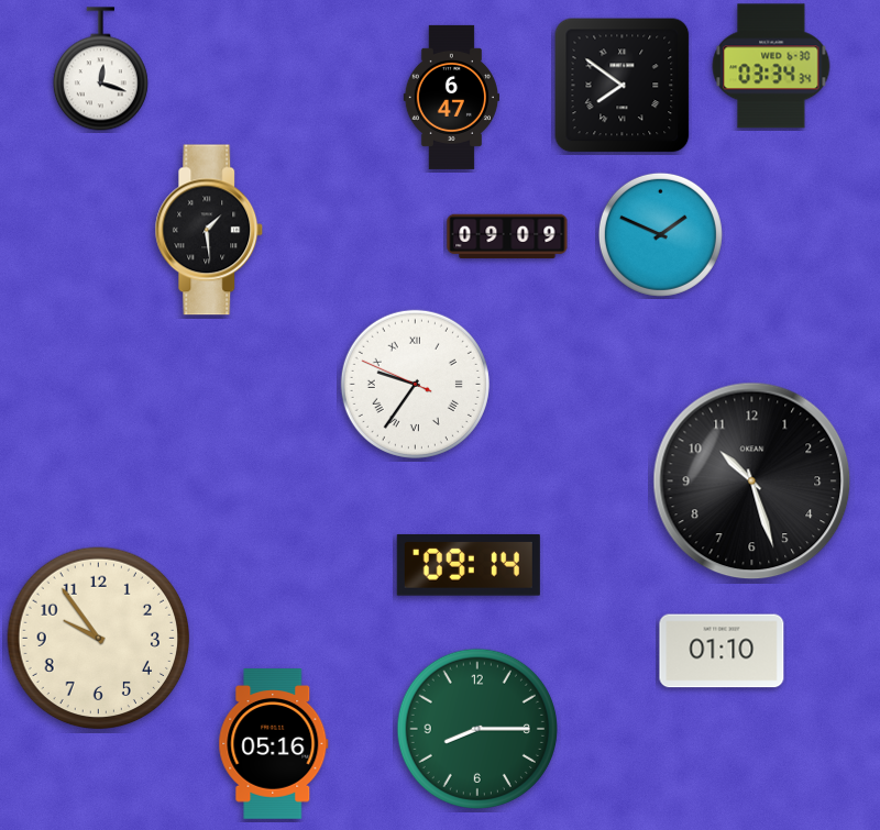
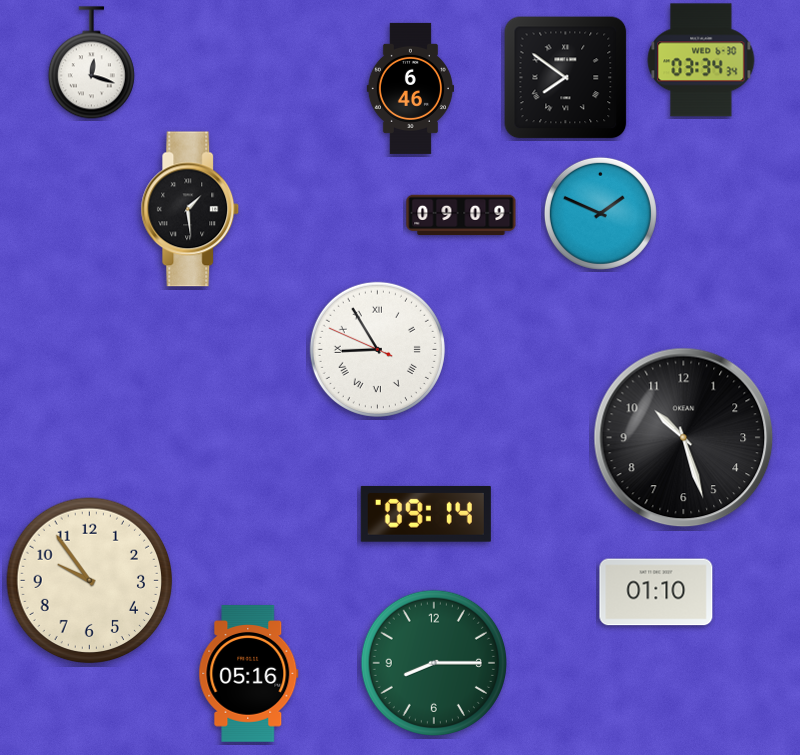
clock at (451, 97): 6:47 -> 6:46
clock at (415, 384): 9:35 -> 8:54
clock at (274, 744) position: (274, 744) -> (249, 674)
